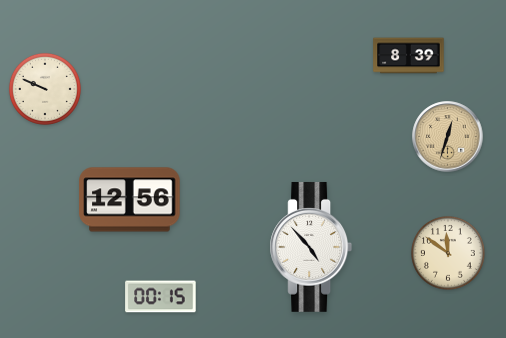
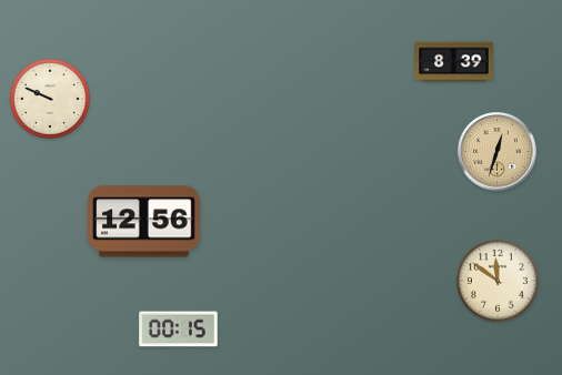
clock at (311, 247): 4:53 -> none
